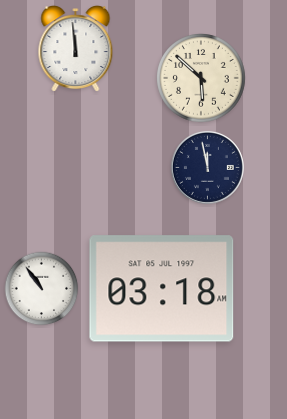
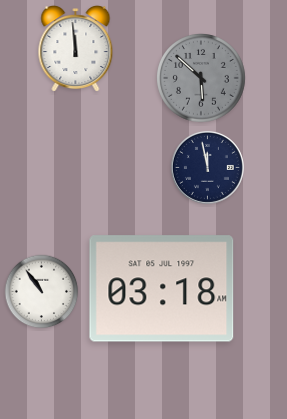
clock at (202, 79) dial: cream -> grey
clock at (42, 289) position: (42, 289) -> (42, 292)
